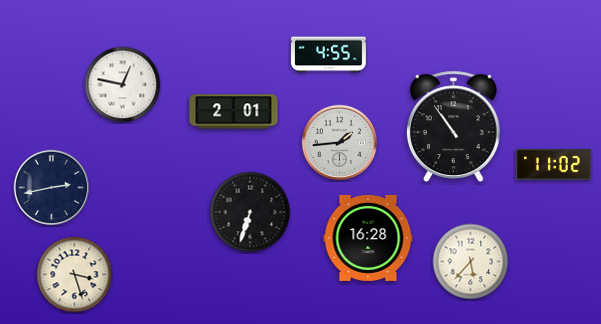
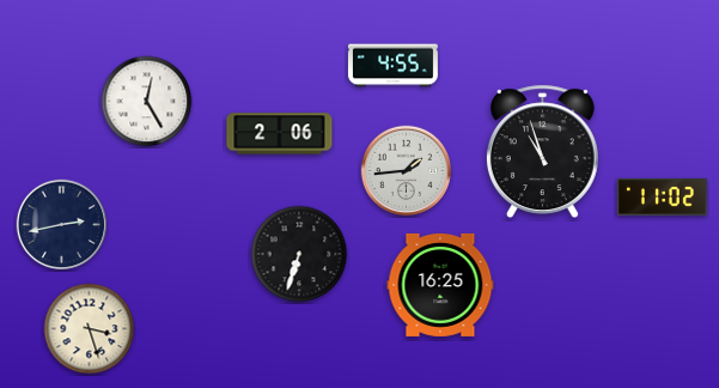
clock at (123, 85): 12:47 -> 12:25
clock at (234, 112): 2:01 -> 2:06
clock at (453, 126): 10:54 -> 10:57
clock at (368, 238): 16:28 -> 16:25
clock at (471, 262): 5:37 -> none
